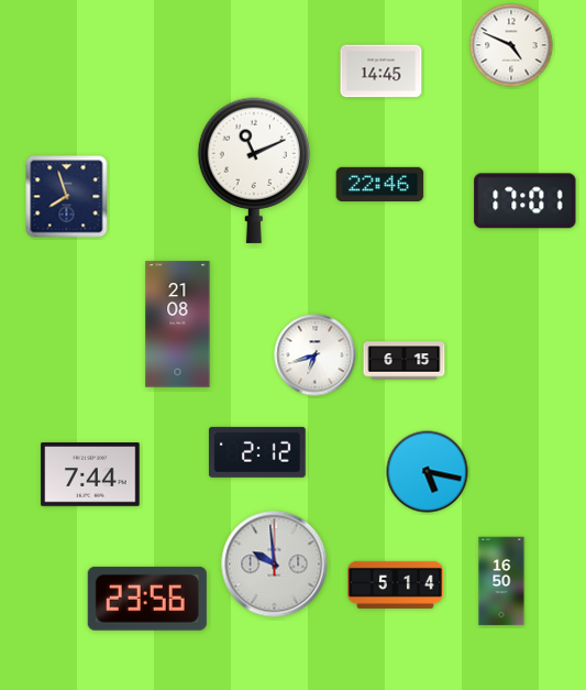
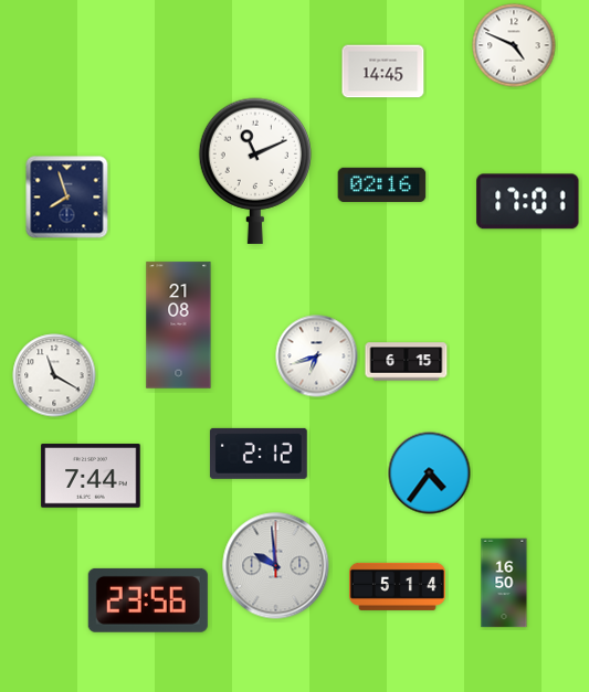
clock at (380, 184): 22:46 -> 02:16
clock at (54, 375): none -> 11:20
clock at (428, 472): 5:17 -> 4:36
